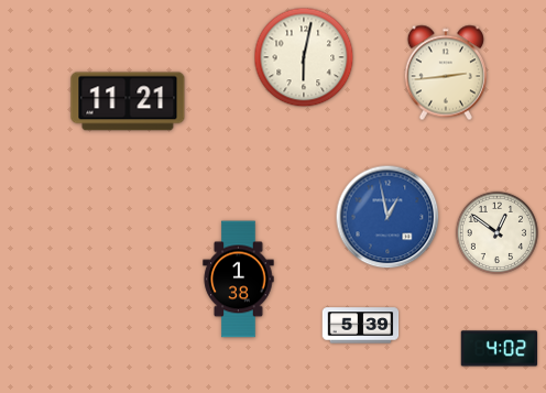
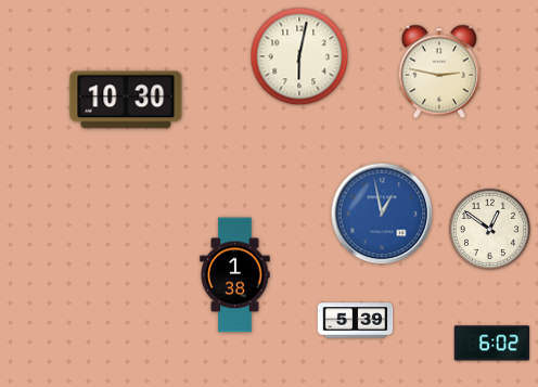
clock at (446, 73): 2:44 -> 2:47
clock at (128, 101): 11:21 -> 10:30
clock at (500, 349): 4:02 -> 6:02
